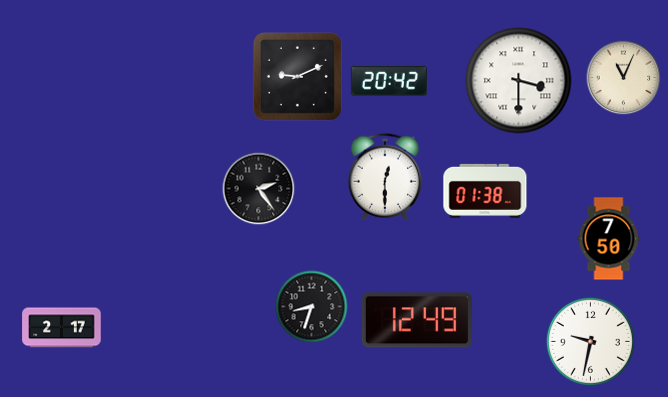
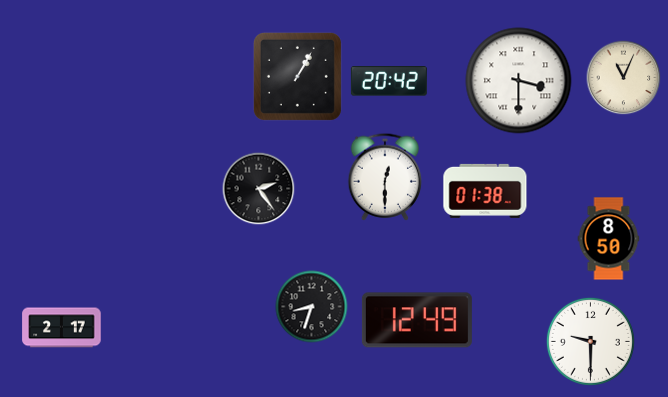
clock at (297, 76): 9:11 -> 1:05
clock at (609, 239): 7:50 -> 8:50
clock at (590, 341): 9:32 -> 9:30
